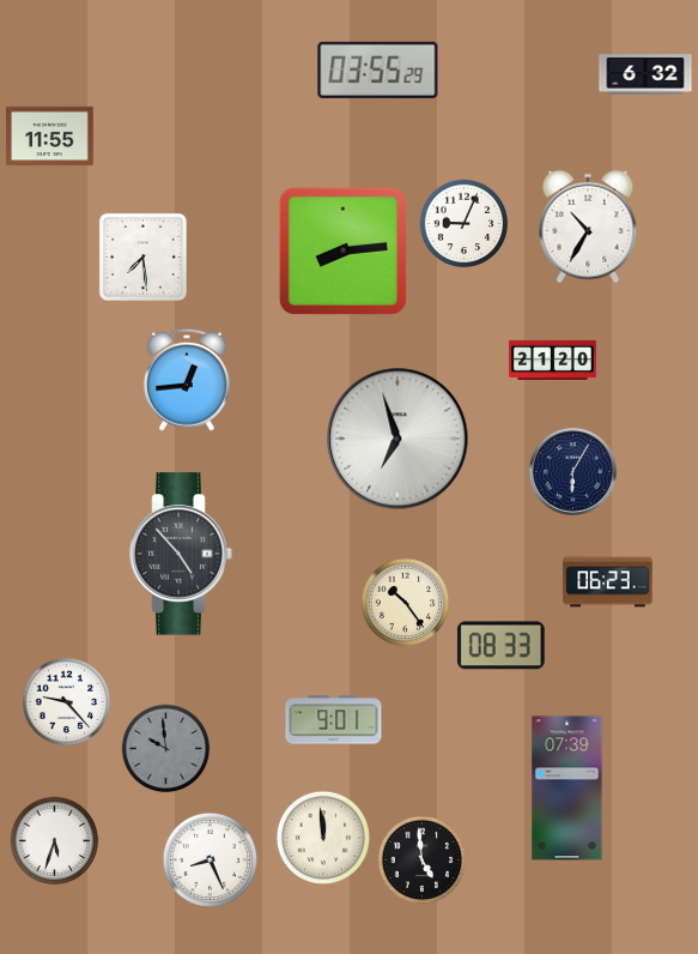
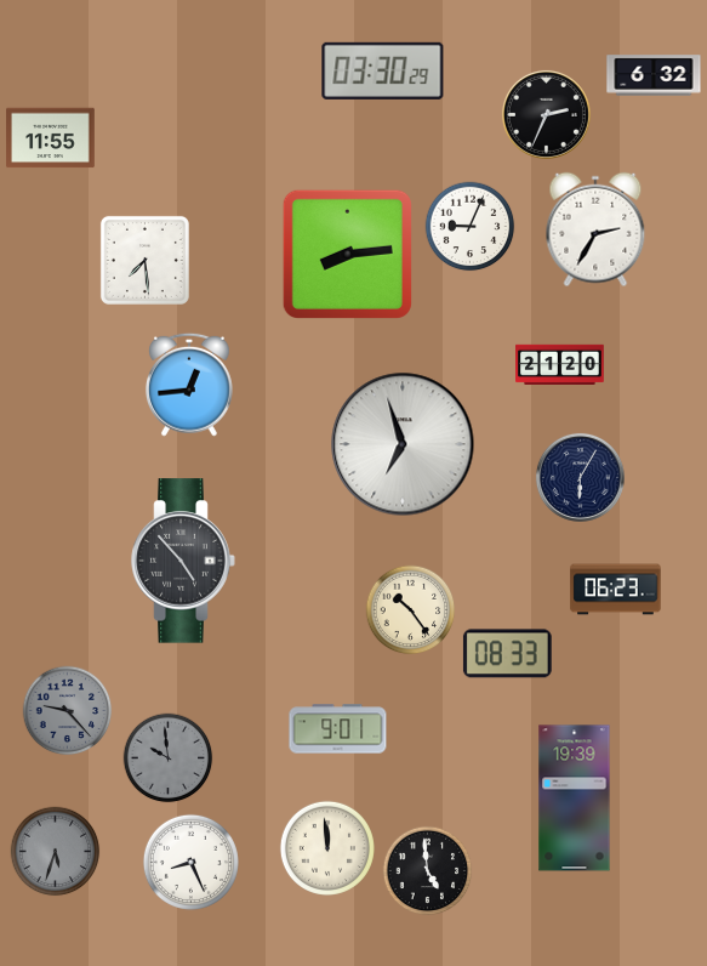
clock at (378, 70): 03:55 -> 03:30
clock at (546, 114): none -> 2:34
clock at (588, 227): 10:35 -> 2:35
clock at (67, 702) dial: white -> grey
clock at (567, 789): 07:39 -> 19:39
clock at (55, 841) dial: white -> grey
clock at (210, 859) position: (210, 859) -> (190, 862)
